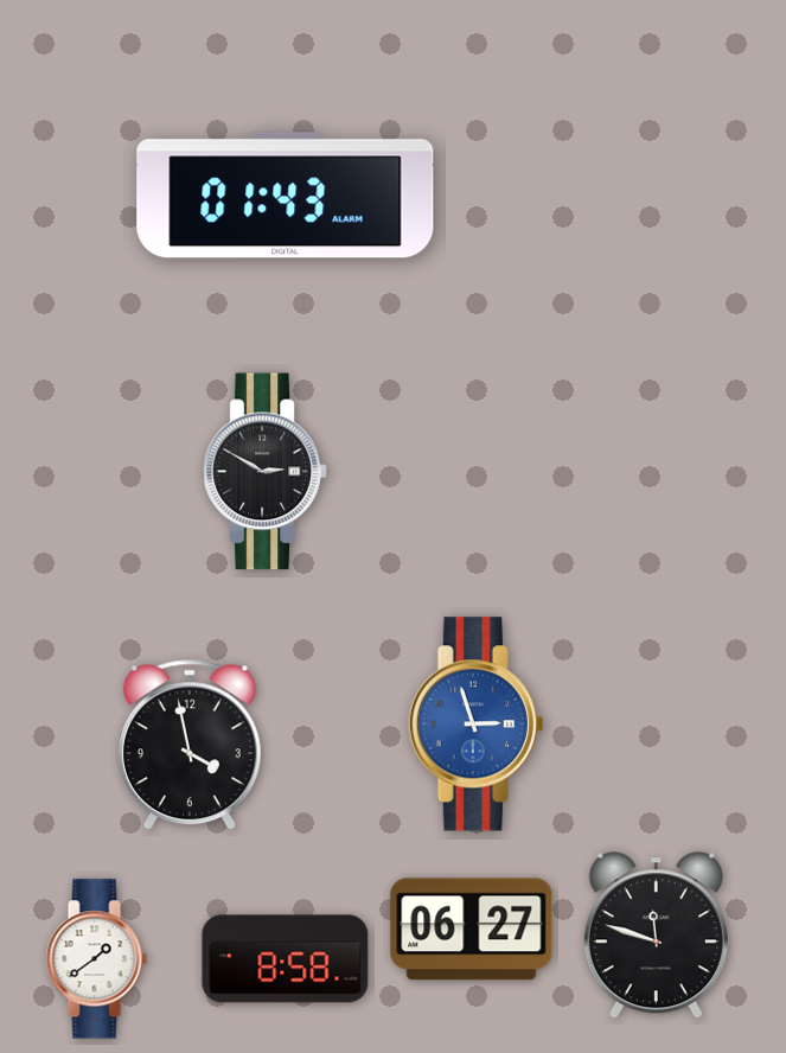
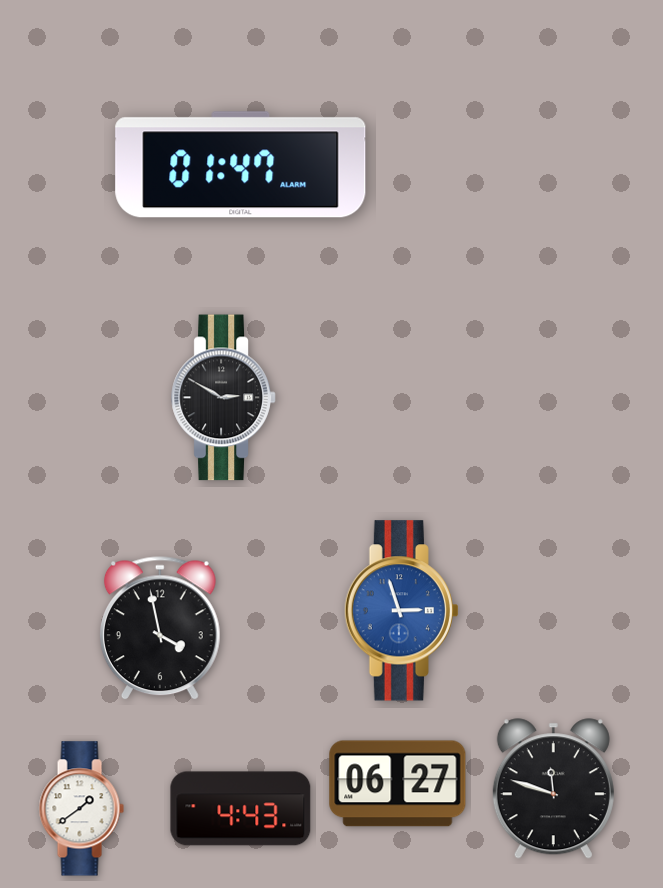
clock at (286, 196): 01:43 -> 01:47
clock at (286, 959): 8:58 -> 4:43
